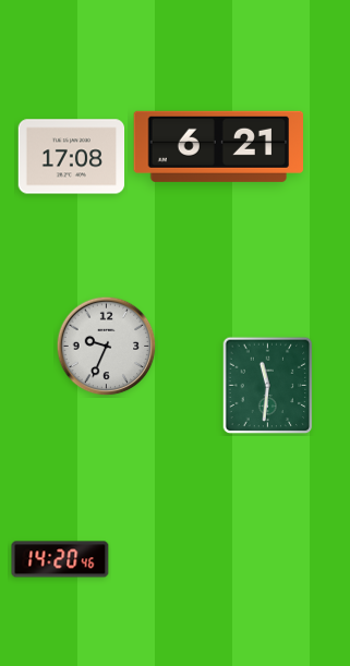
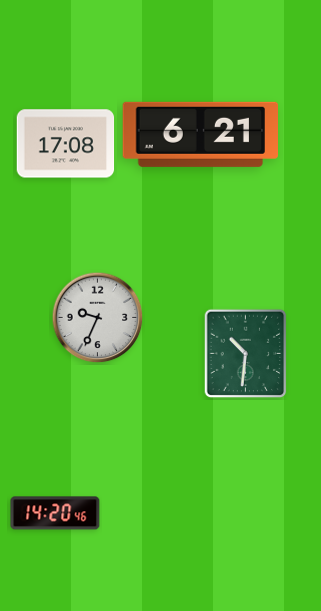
clock at (268, 386): 11:31 -> 10:31
